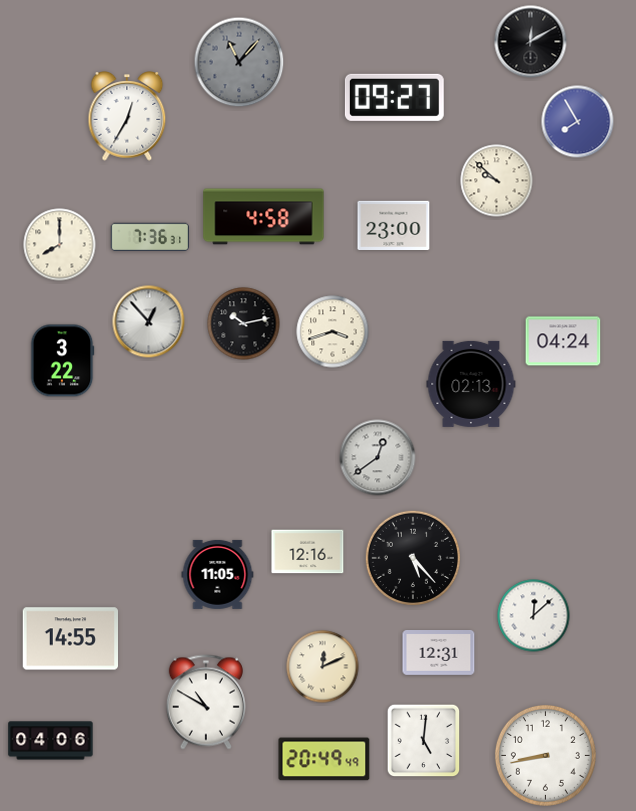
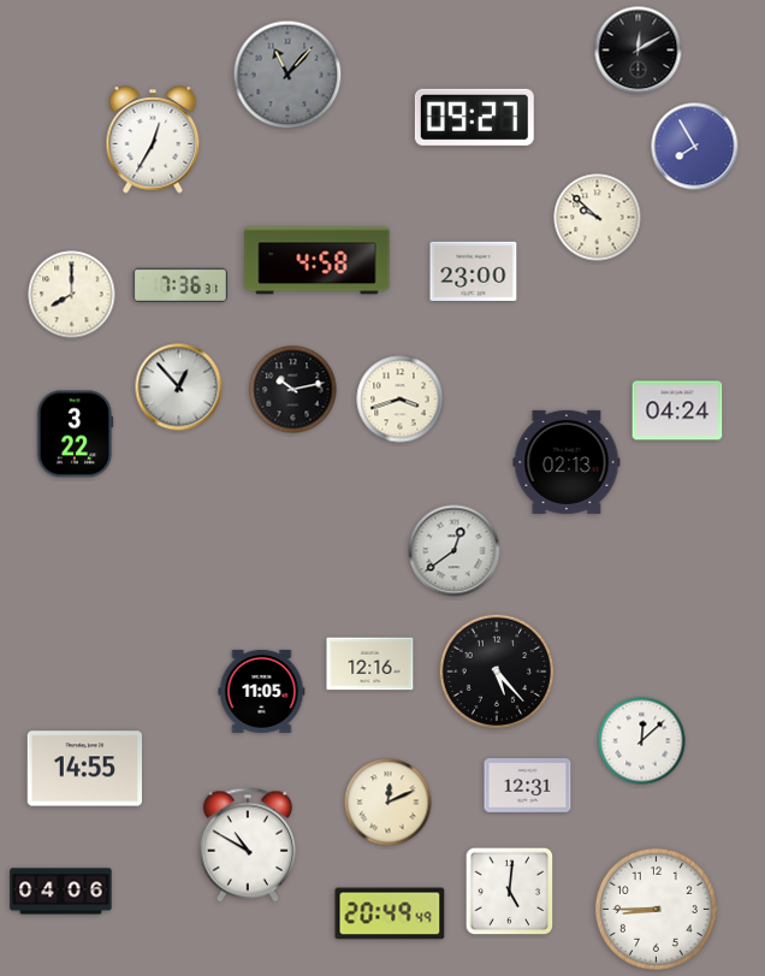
clock at (545, 755): 8:43 -> 8:45
